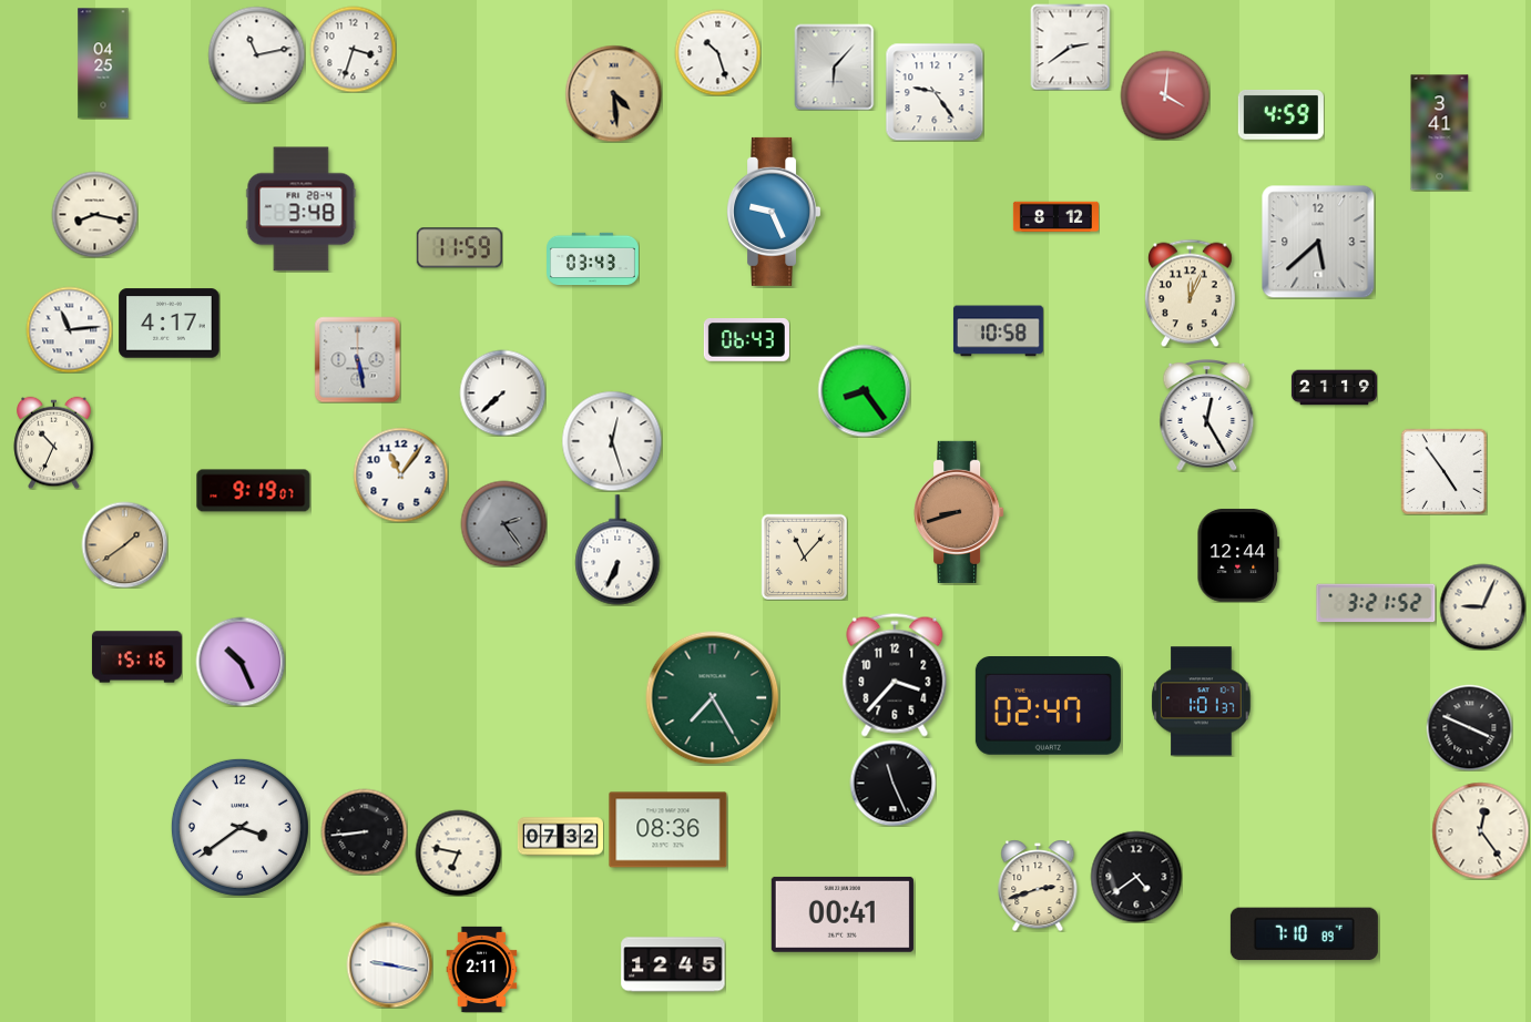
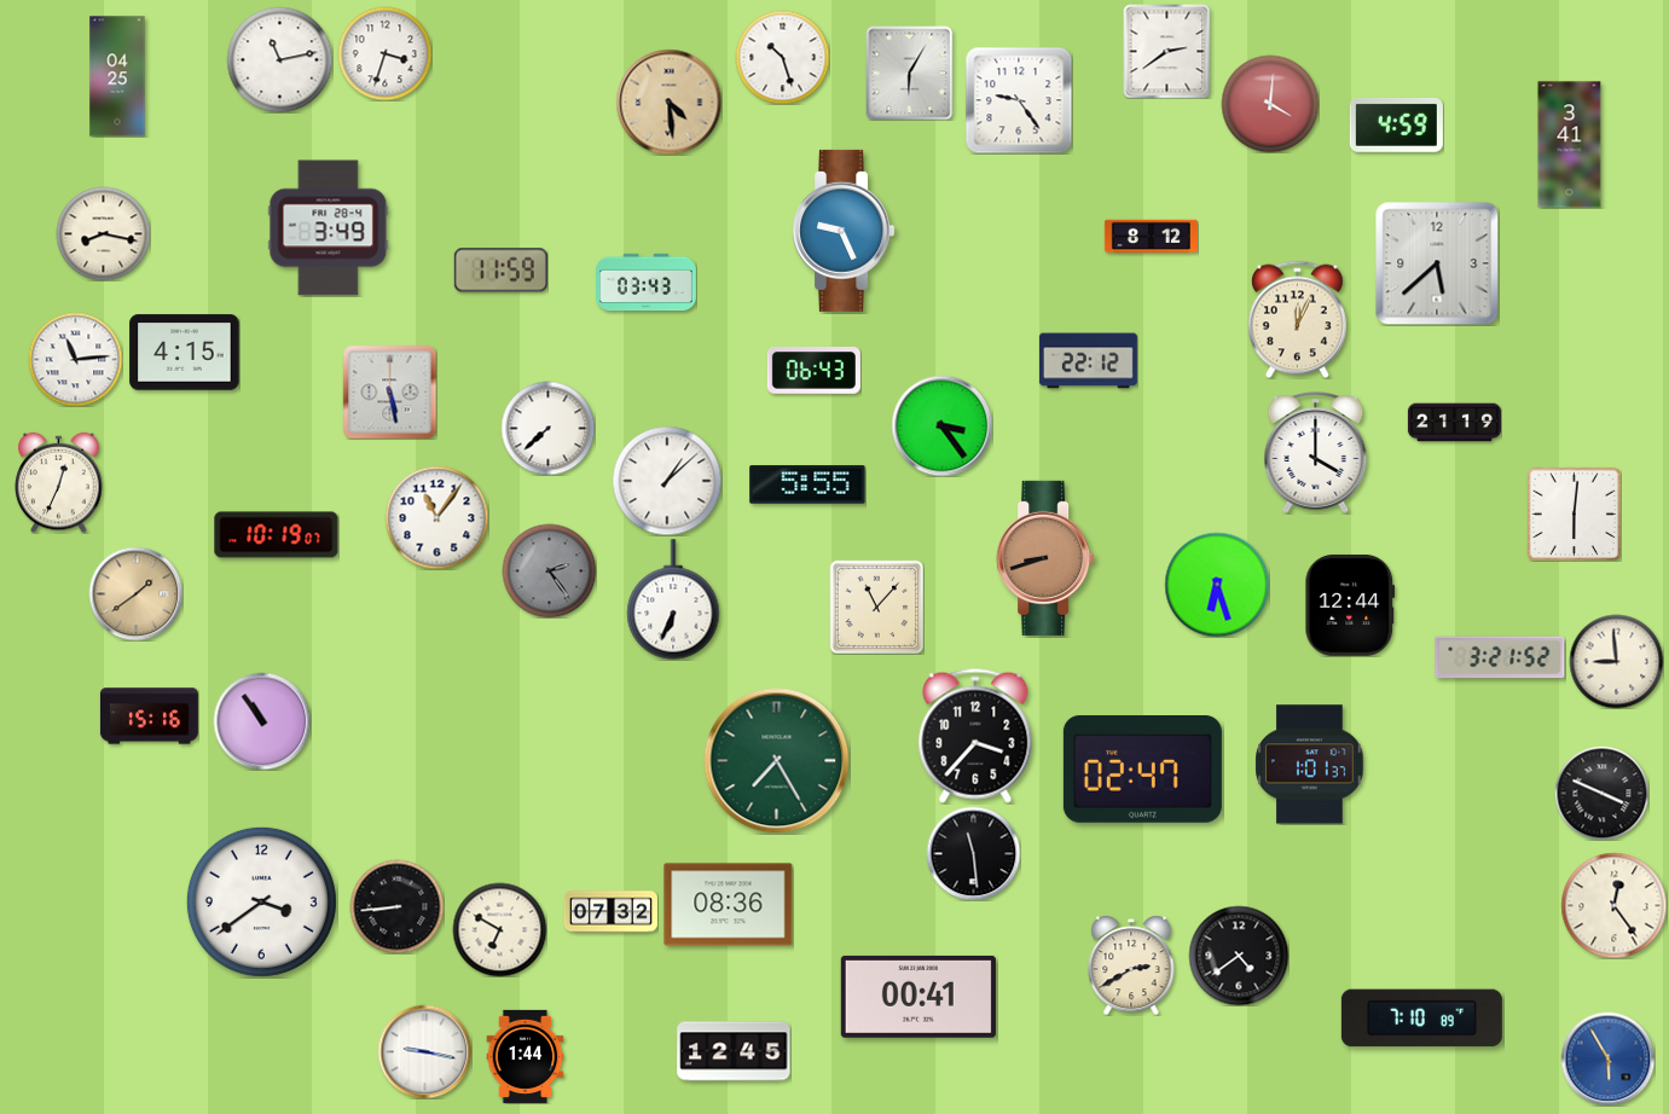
clock at (103, 63) position: (103, 63) -> (117, 76)
clock at (835, 67): 6:07 -> 6:05
clock at (302, 209): 3:48 -> 3:49
clock at (170, 324): 4:17 -> 4:15
clock at (998, 331): 10:58 -> 22:12
clock at (864, 390): 8:24 -> 3:24
clock at (1207, 416): 12:25 -> 4:00
clock at (612, 441): 12:27 -> 1:08
clock at (54, 442): 10:34 -> 12:34
clock at (807, 485): none -> 5:55
clock at (1443, 471): 4:54 -> 6:01
clock at (254, 491): 9:19 -> 10:19
clock at (1217, 585): none -> 6:27
clock at (1482, 606): 9:04 -> 8:59
clock at (241, 662): 10:26 -> 10:54
clock at (892, 783): 11:26 -> 11:29
clock at (458, 852): 6:47 -> 6:50
clock at (1038, 886): 2:42 -> 2:40
clock at (482, 969): 2:11 -> 1:44
clock at (1607, 1058): none -> 5:55
